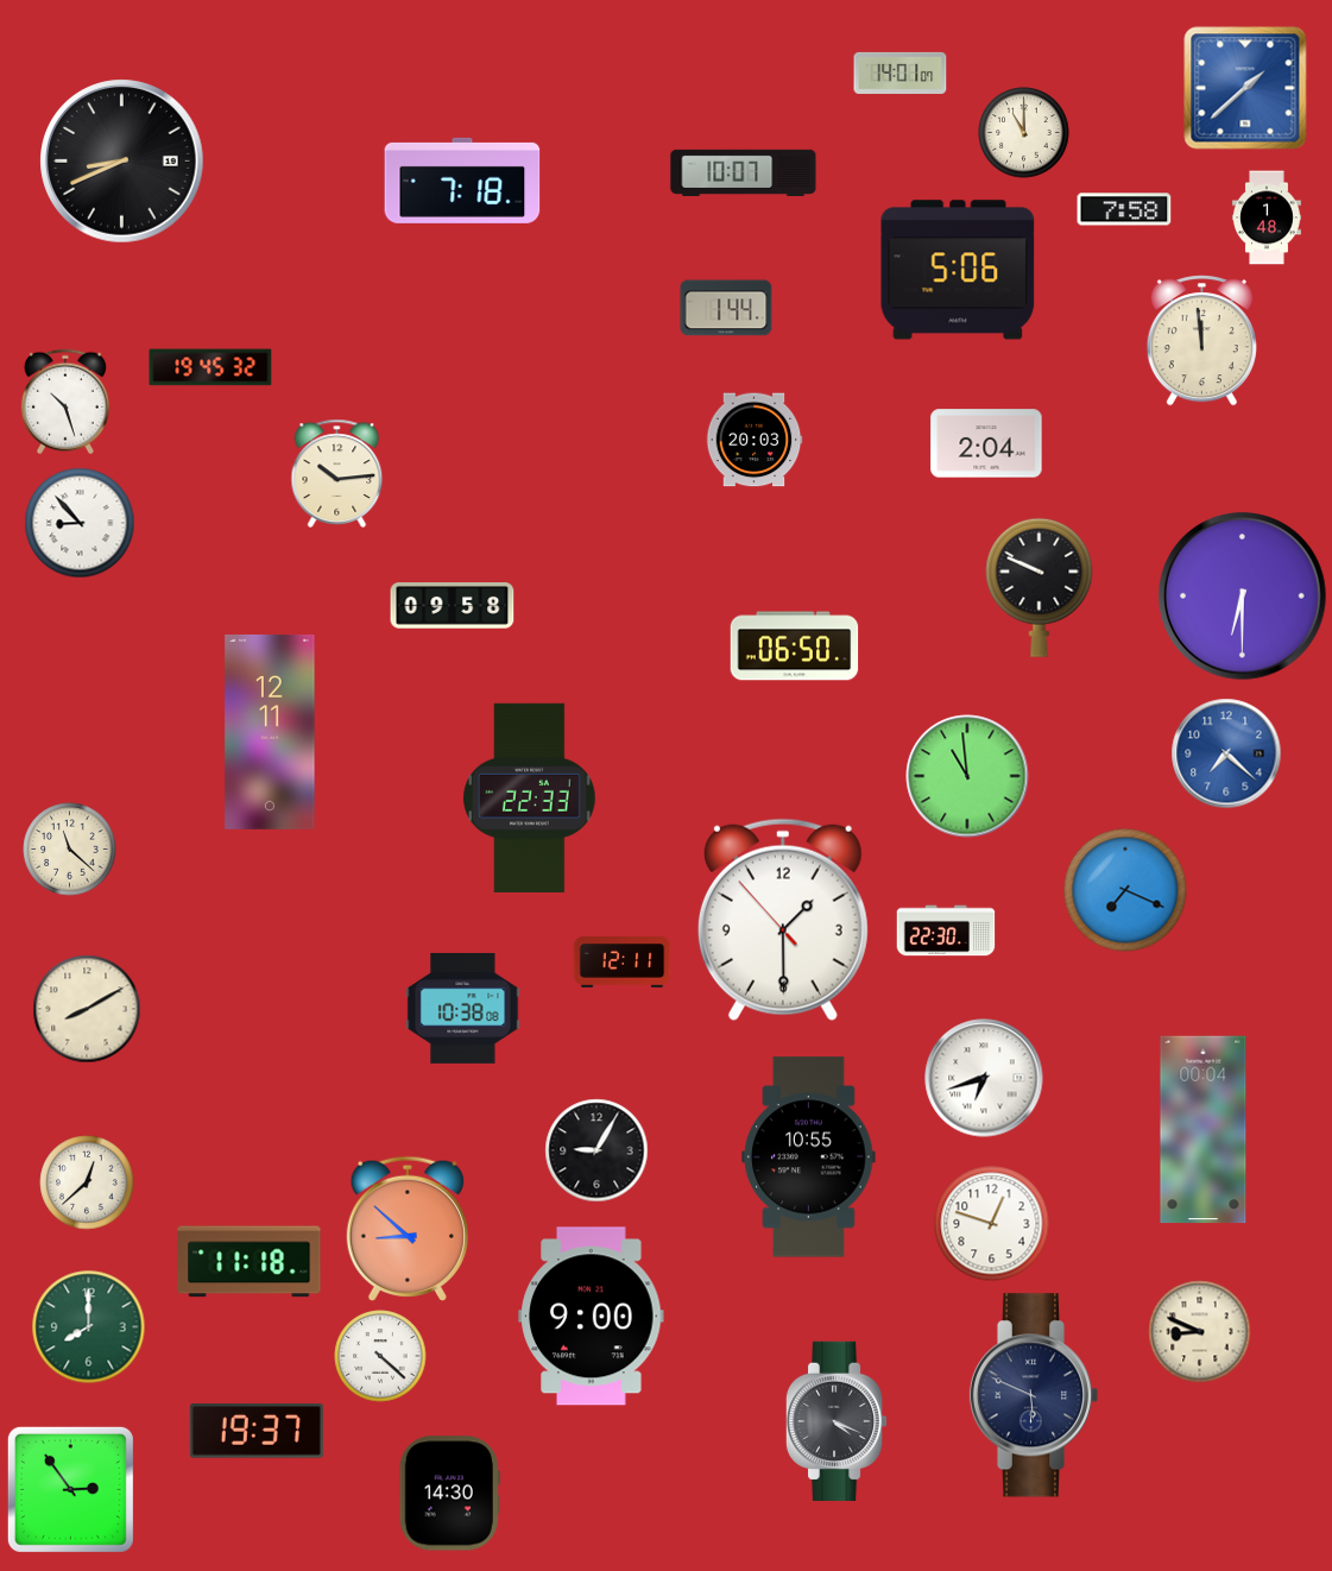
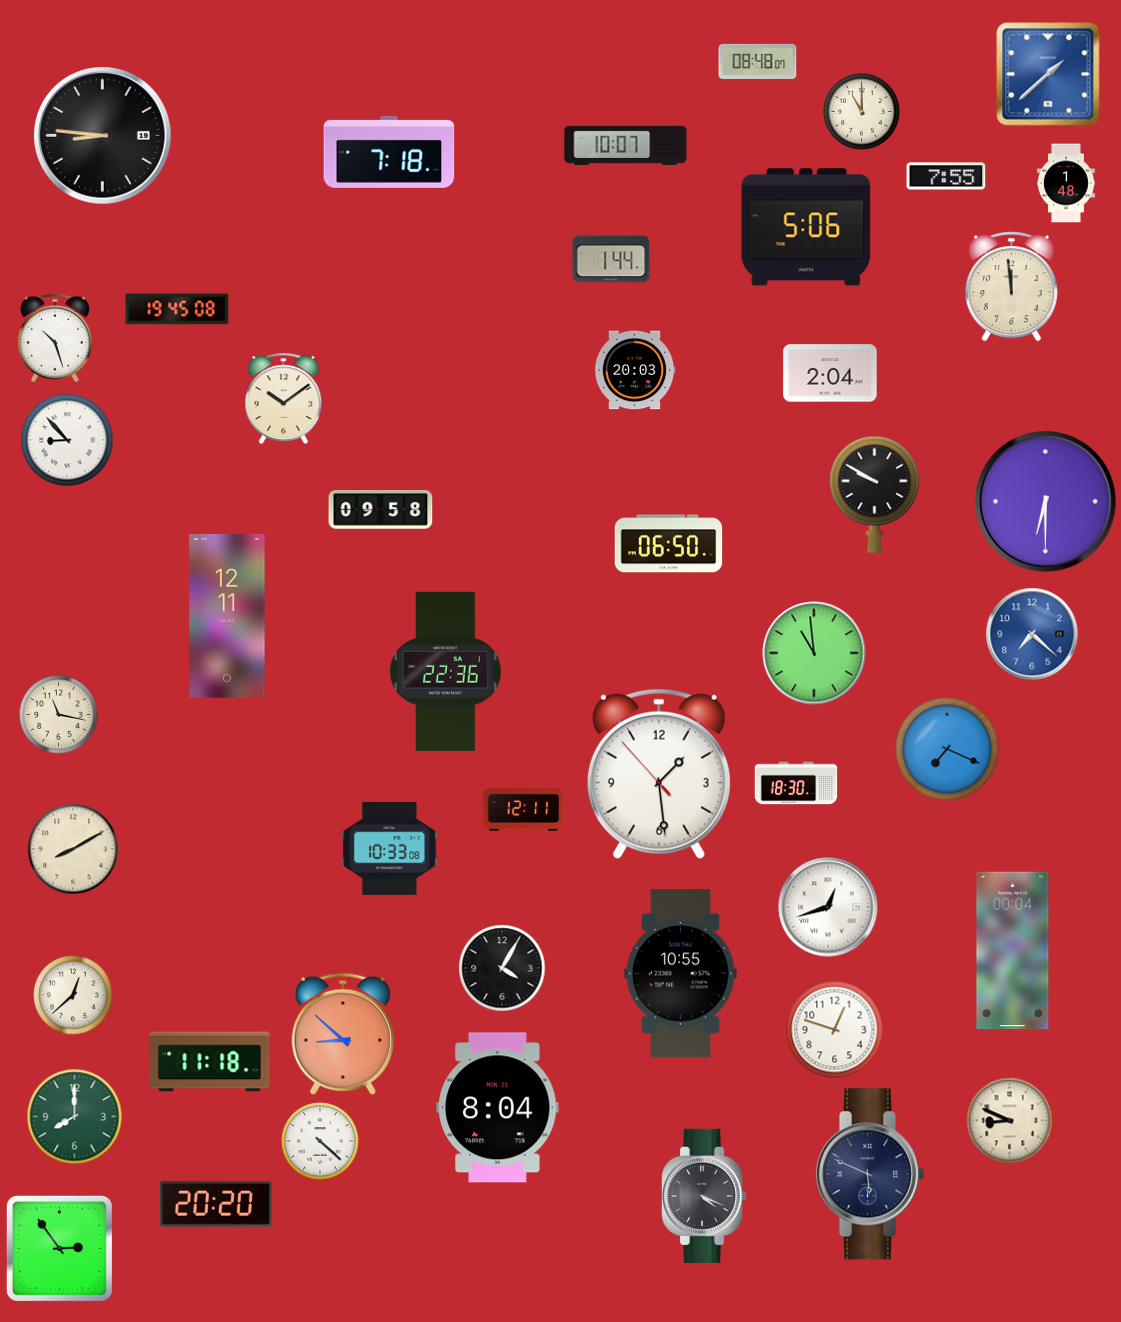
clock at (901, 72): 14:01 -> 08:48
clock at (122, 162): 8:41 -> 8:46
clock at (1124, 209): 7:58 -> 7:55
clock at (210, 367): 19:45:32 -> 19:45:08
clock at (337, 473): 10:14 -> 10:09
clock at (1040, 587): 9:49 -> 9:50
clock at (530, 797): 22:33 -> 22:36
clock at (70, 850): 11:22 -> 11:17
clock at (783, 920): 1:29 -> 1:28
clock at (946, 930): 22:30 -> 18:30
clock at (463, 1008): 10:38 -> 10:33
clock at (984, 1078): 6:42 -> 12:42
clock at (596, 1150): 9:05 -> 4:05
clock at (592, 1317): 9:00 -> 8:04
clock at (257, 1432): 19:37 -> 20:20
clock at (70, 1489) position: (70, 1489) -> (59, 1248)
clock at (449, 1494): 14:30 -> none
